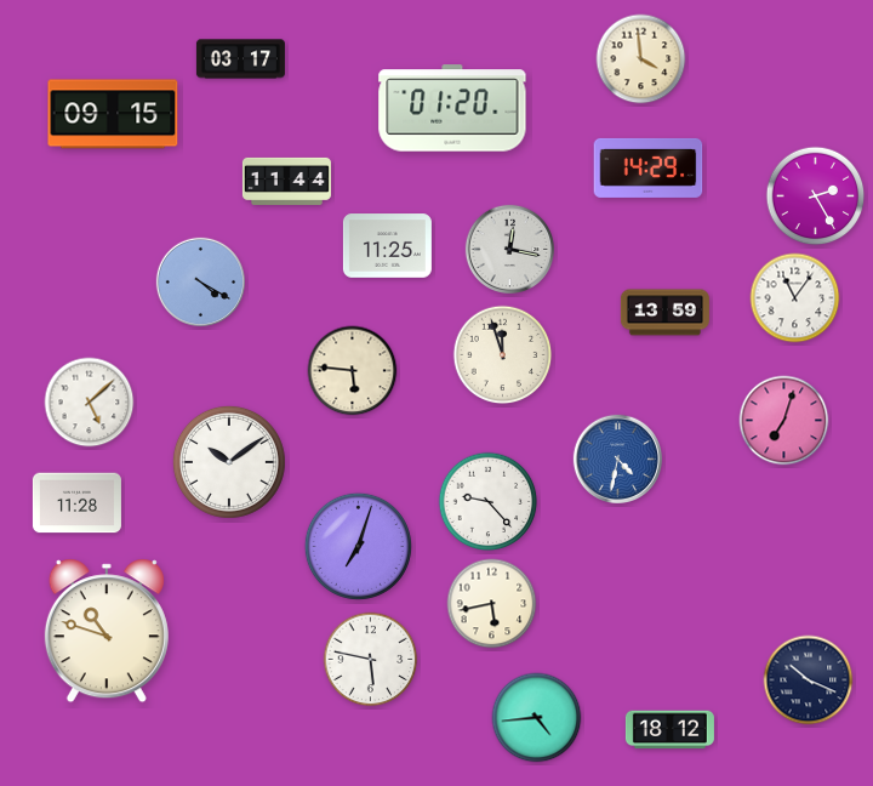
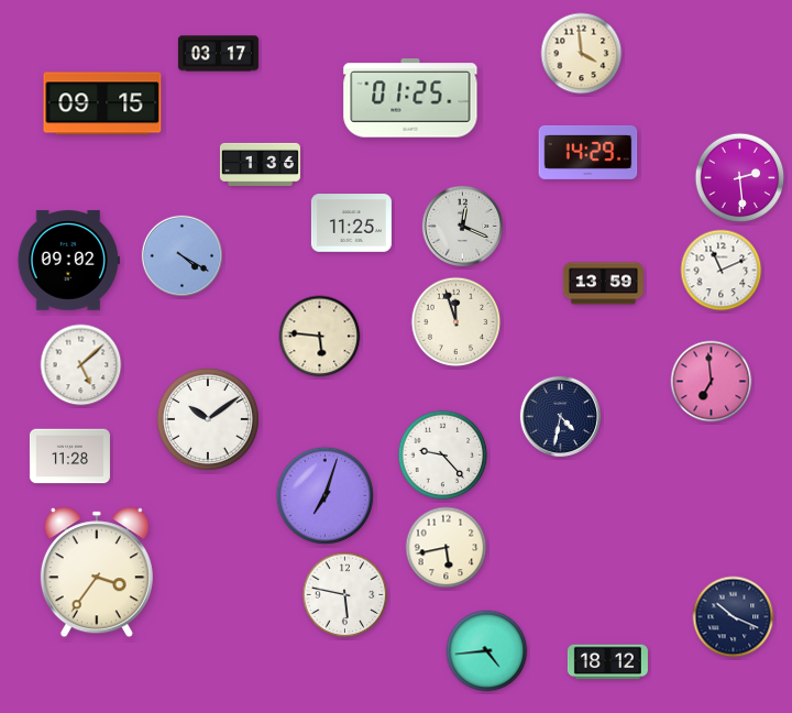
clock at (452, 108): 01:20 -> 01:25
clock at (286, 181): 11:44 -> 1:36
clock at (816, 196): 2:25 -> 2:29
clock at (509, 249): 12:17 -> 12:19
clock at (68, 261): none -> 09:02
clock at (795, 298): 11:06 -> 11:11
clock at (784, 421): 7:03 -> 6:59
clock at (617, 458) dial: blue -> navy
clock at (107, 631): 10:48 -> 3:36
clock at (371, 660) position: (371, 660) -> (345, 595)
